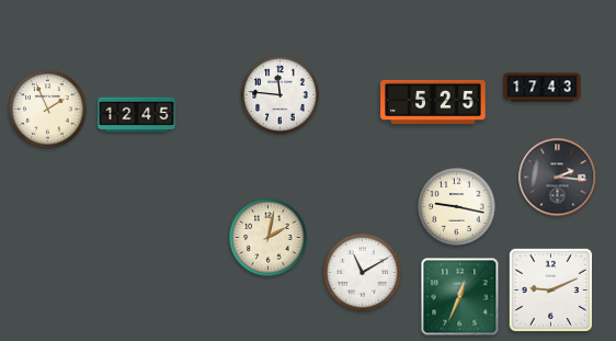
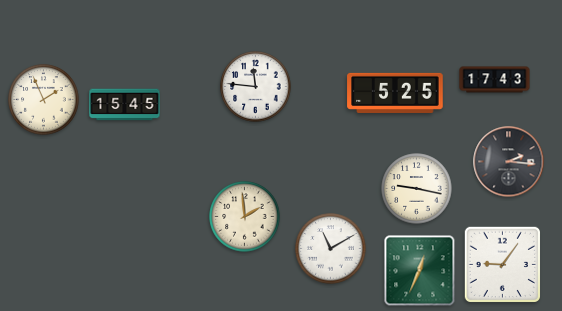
clock at (137, 115): 12:45 -> 15:45
clock at (269, 238): 2:02 -> 1:59
clock at (550, 289): 9:11 -> 9:06
